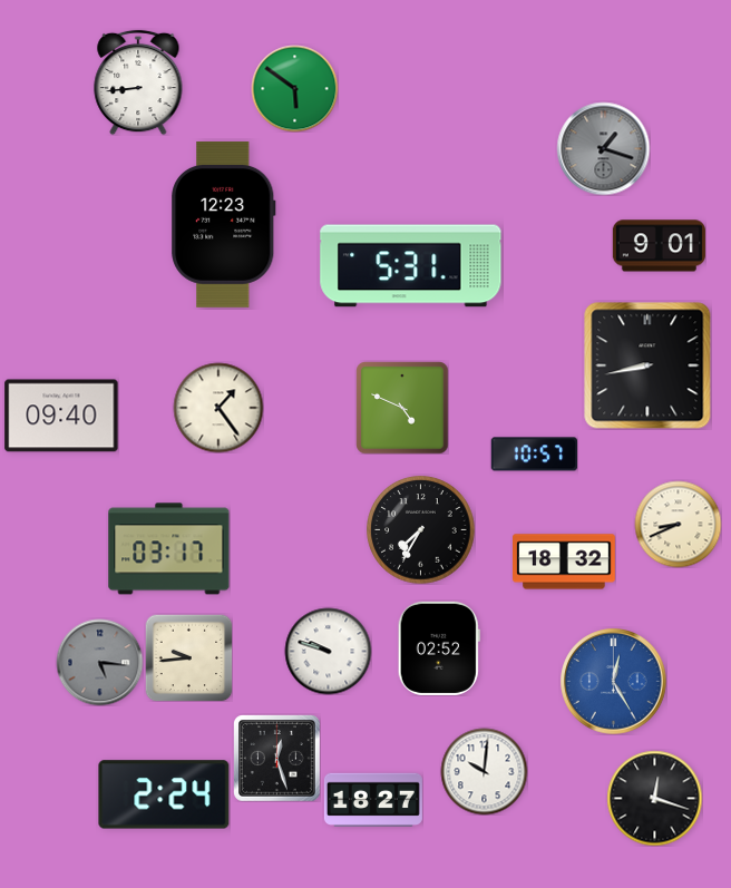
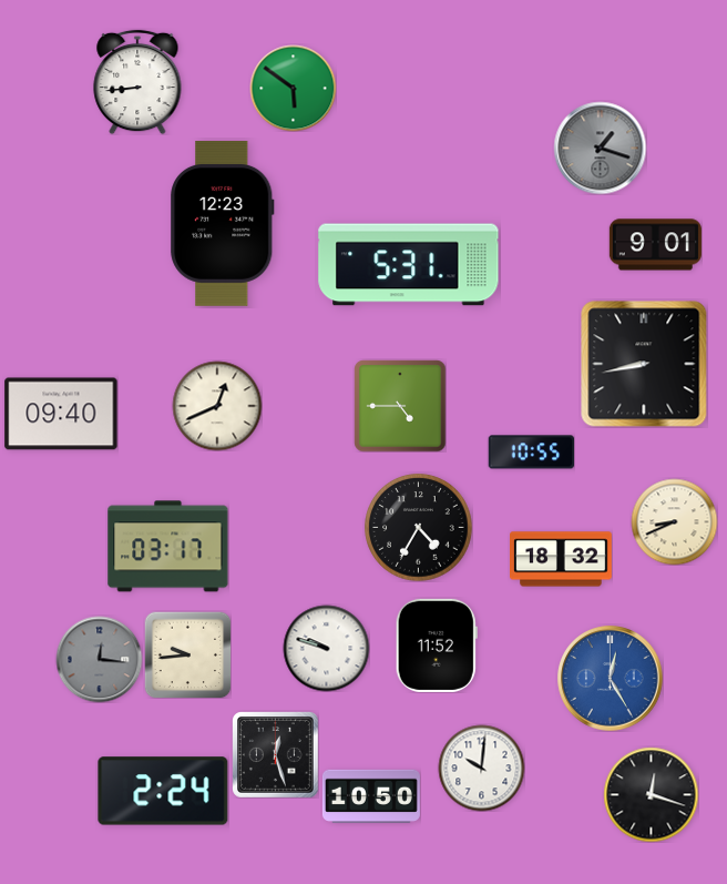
clock at (218, 408): 1:24 -> 12:41
clock at (402, 408): 4:49 -> 4:45
clock at (534, 455): 10:57 -> 10:55
clock at (421, 530): 7:35 -> 4:35
clock at (439, 648): 02:52 -> 11:52
clock at (99, 662): 5:16 -> 12:16
clock at (373, 800): 18:27 -> 10:50
